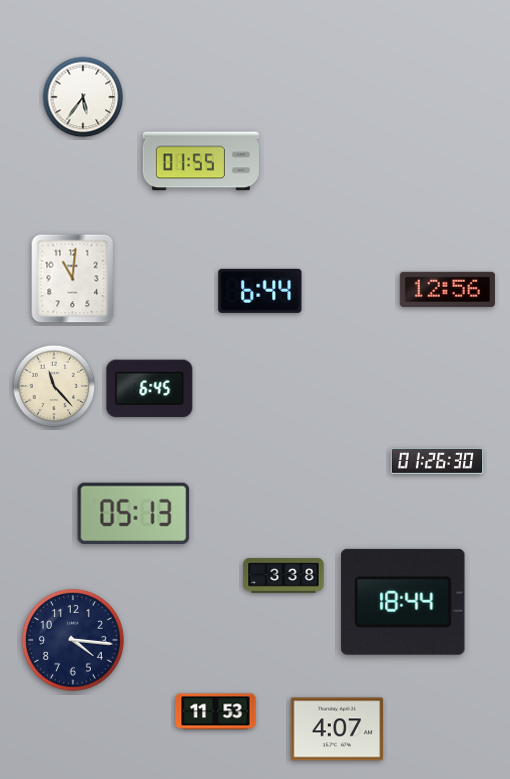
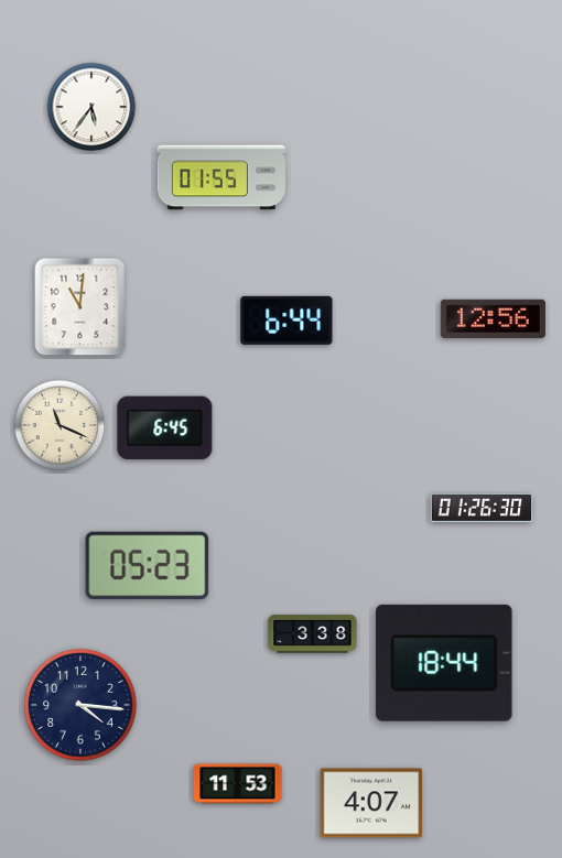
clock at (54, 386): 11:23 -> 11:19
clock at (134, 514): 05:13 -> 05:23
